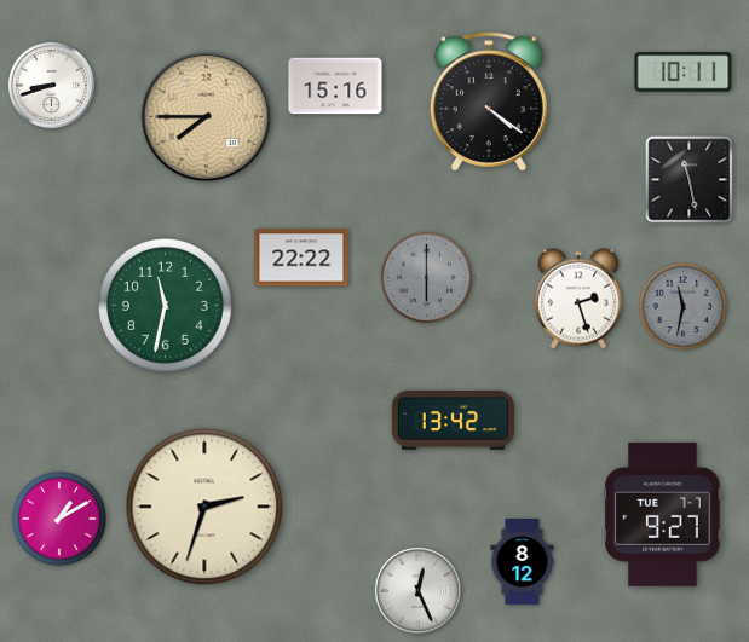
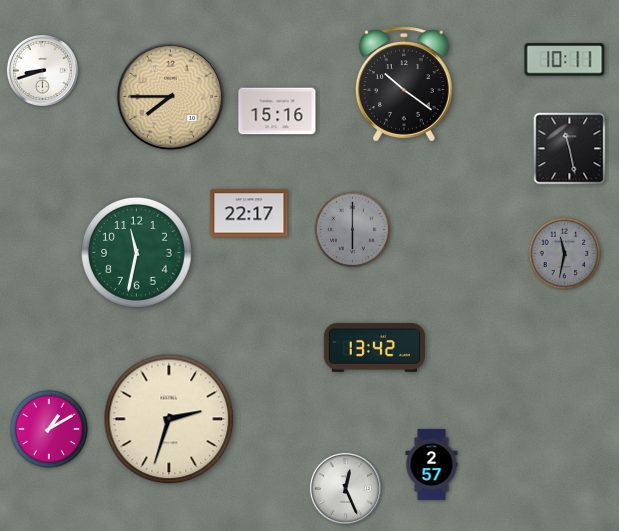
clock at (335, 86) position: (335, 86) -> (277, 111)
clock at (489, 102): 4:21 -> 10:21
clock at (301, 258): 22:22 -> 22:17
clock at (578, 299): 2:27 -> none
clock at (663, 514): 9:27 -> none
clock at (523, 561): 8:12 -> 2:57
